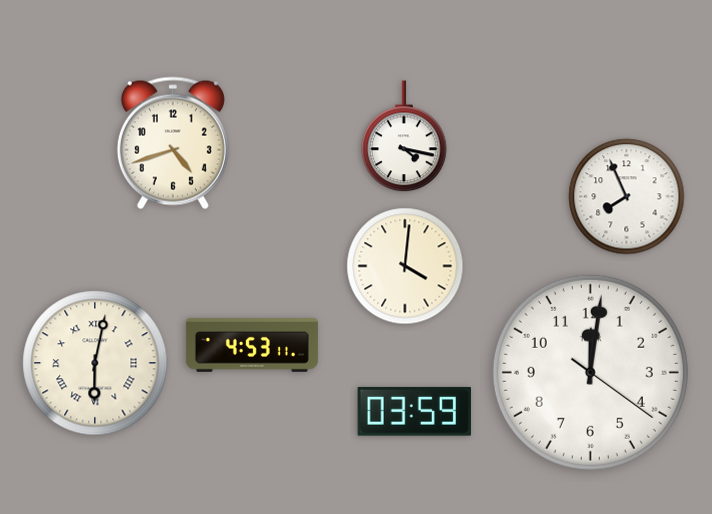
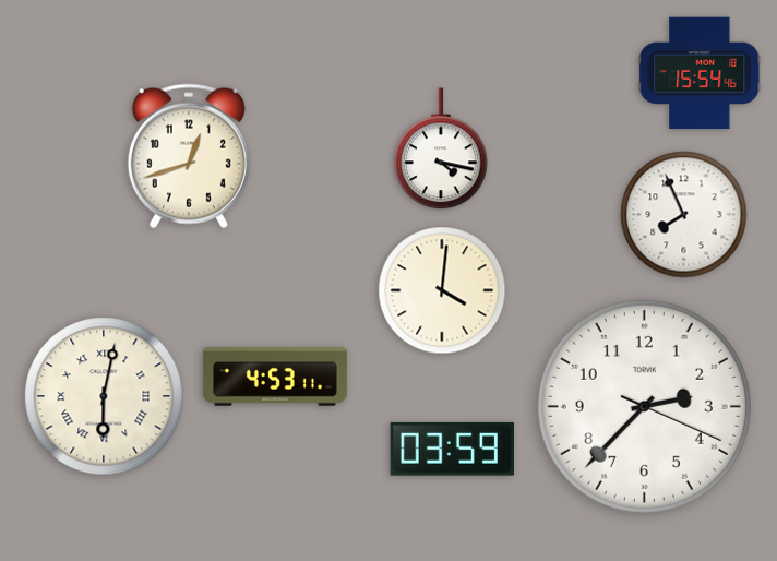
clock at (700, 73): none -> 15:54
clock at (173, 143): 4:42 -> 12:42
clock at (590, 372): 12:01 -> 2:37
